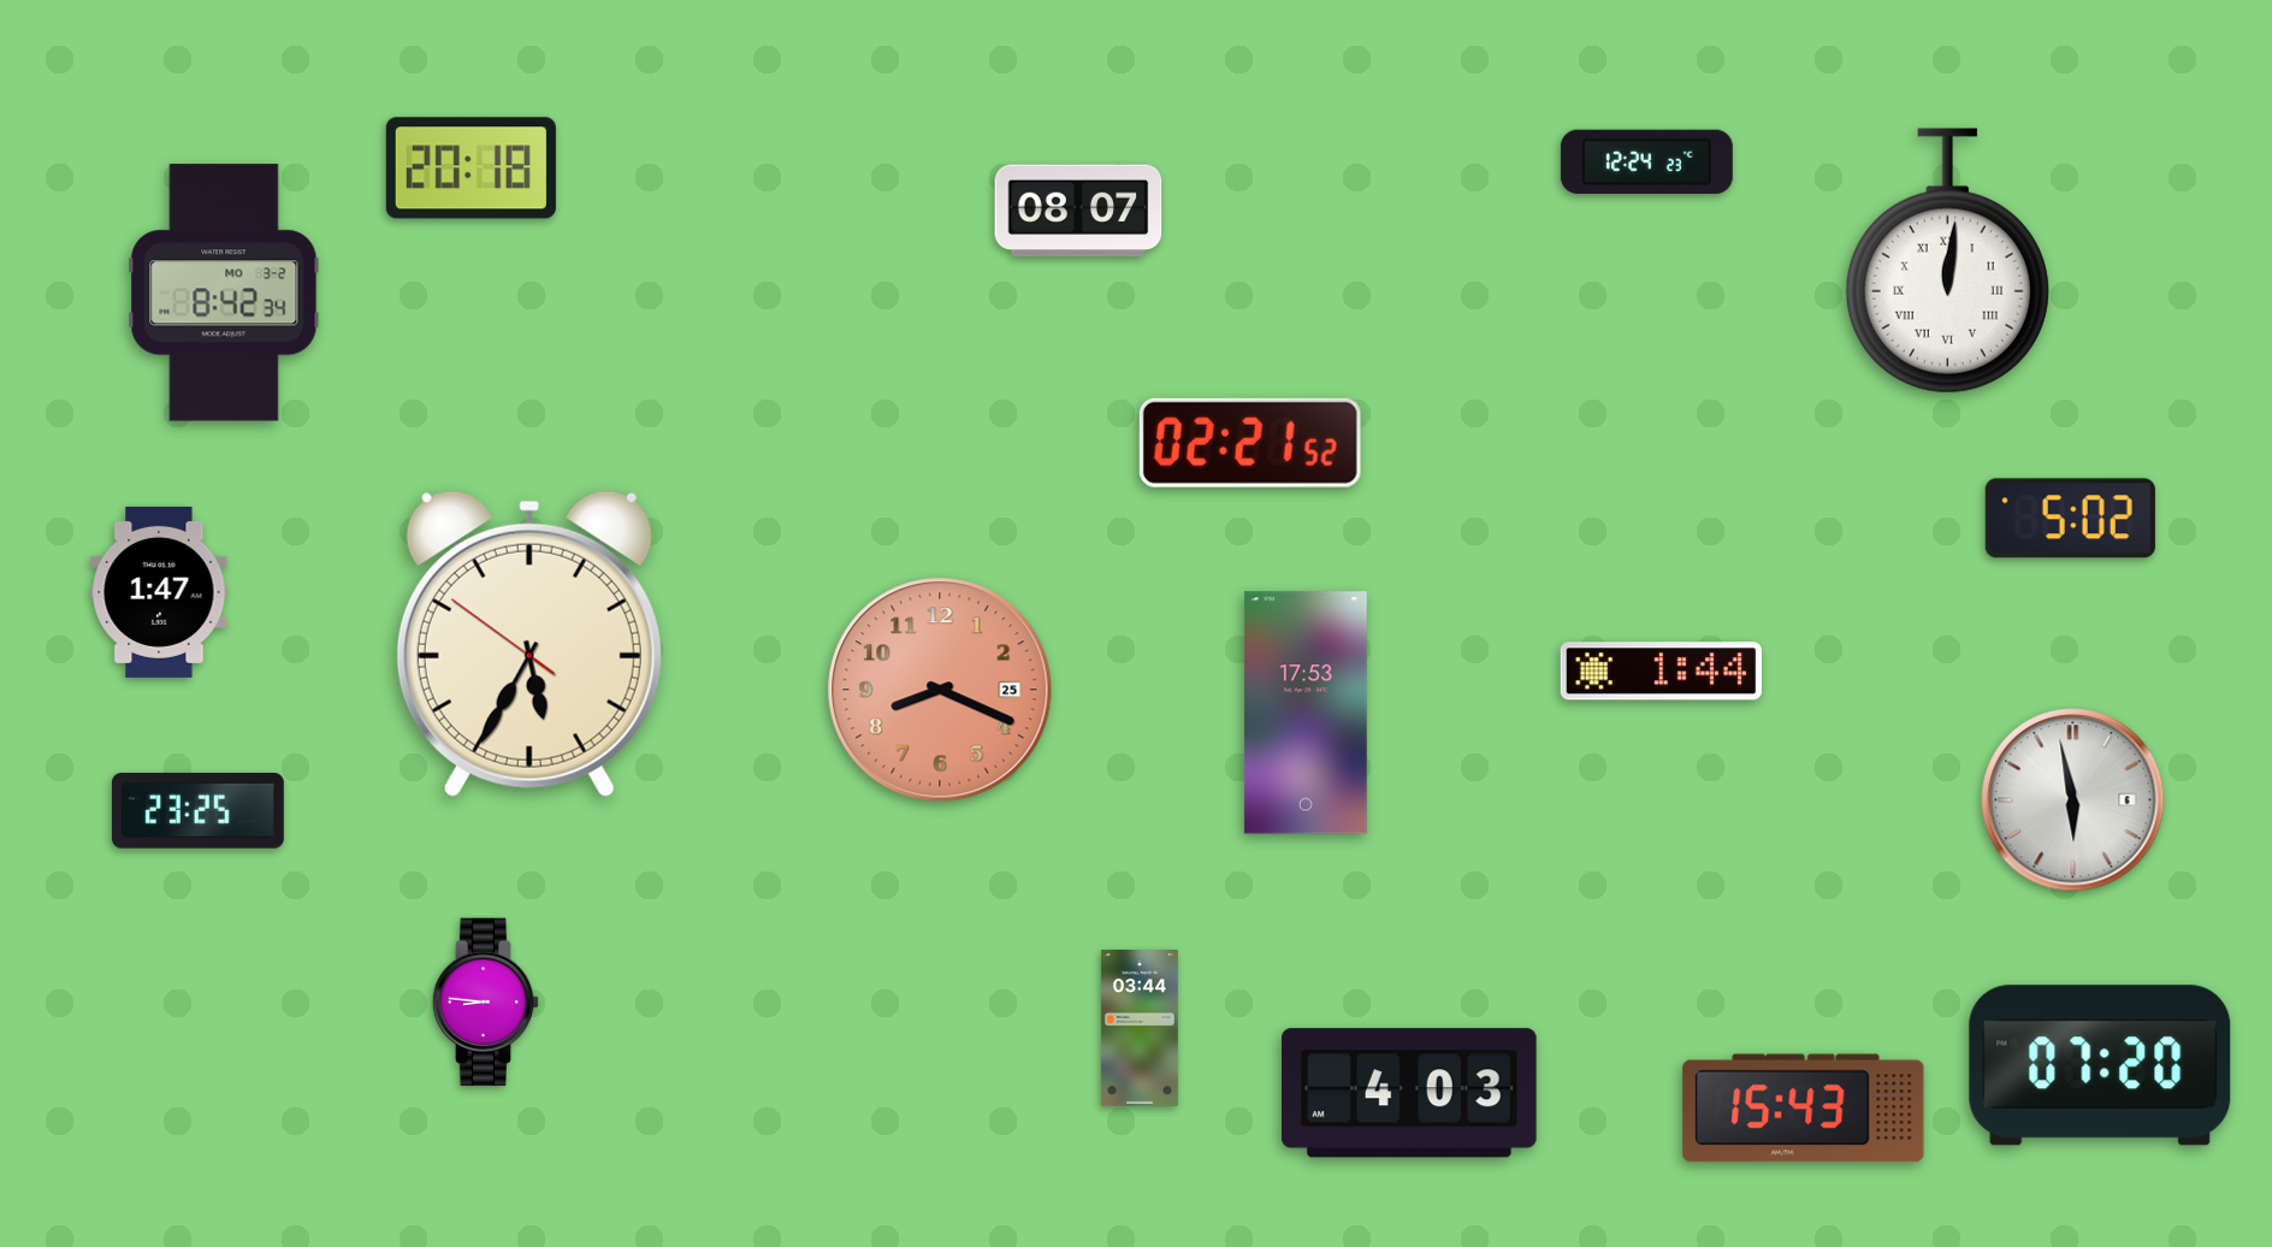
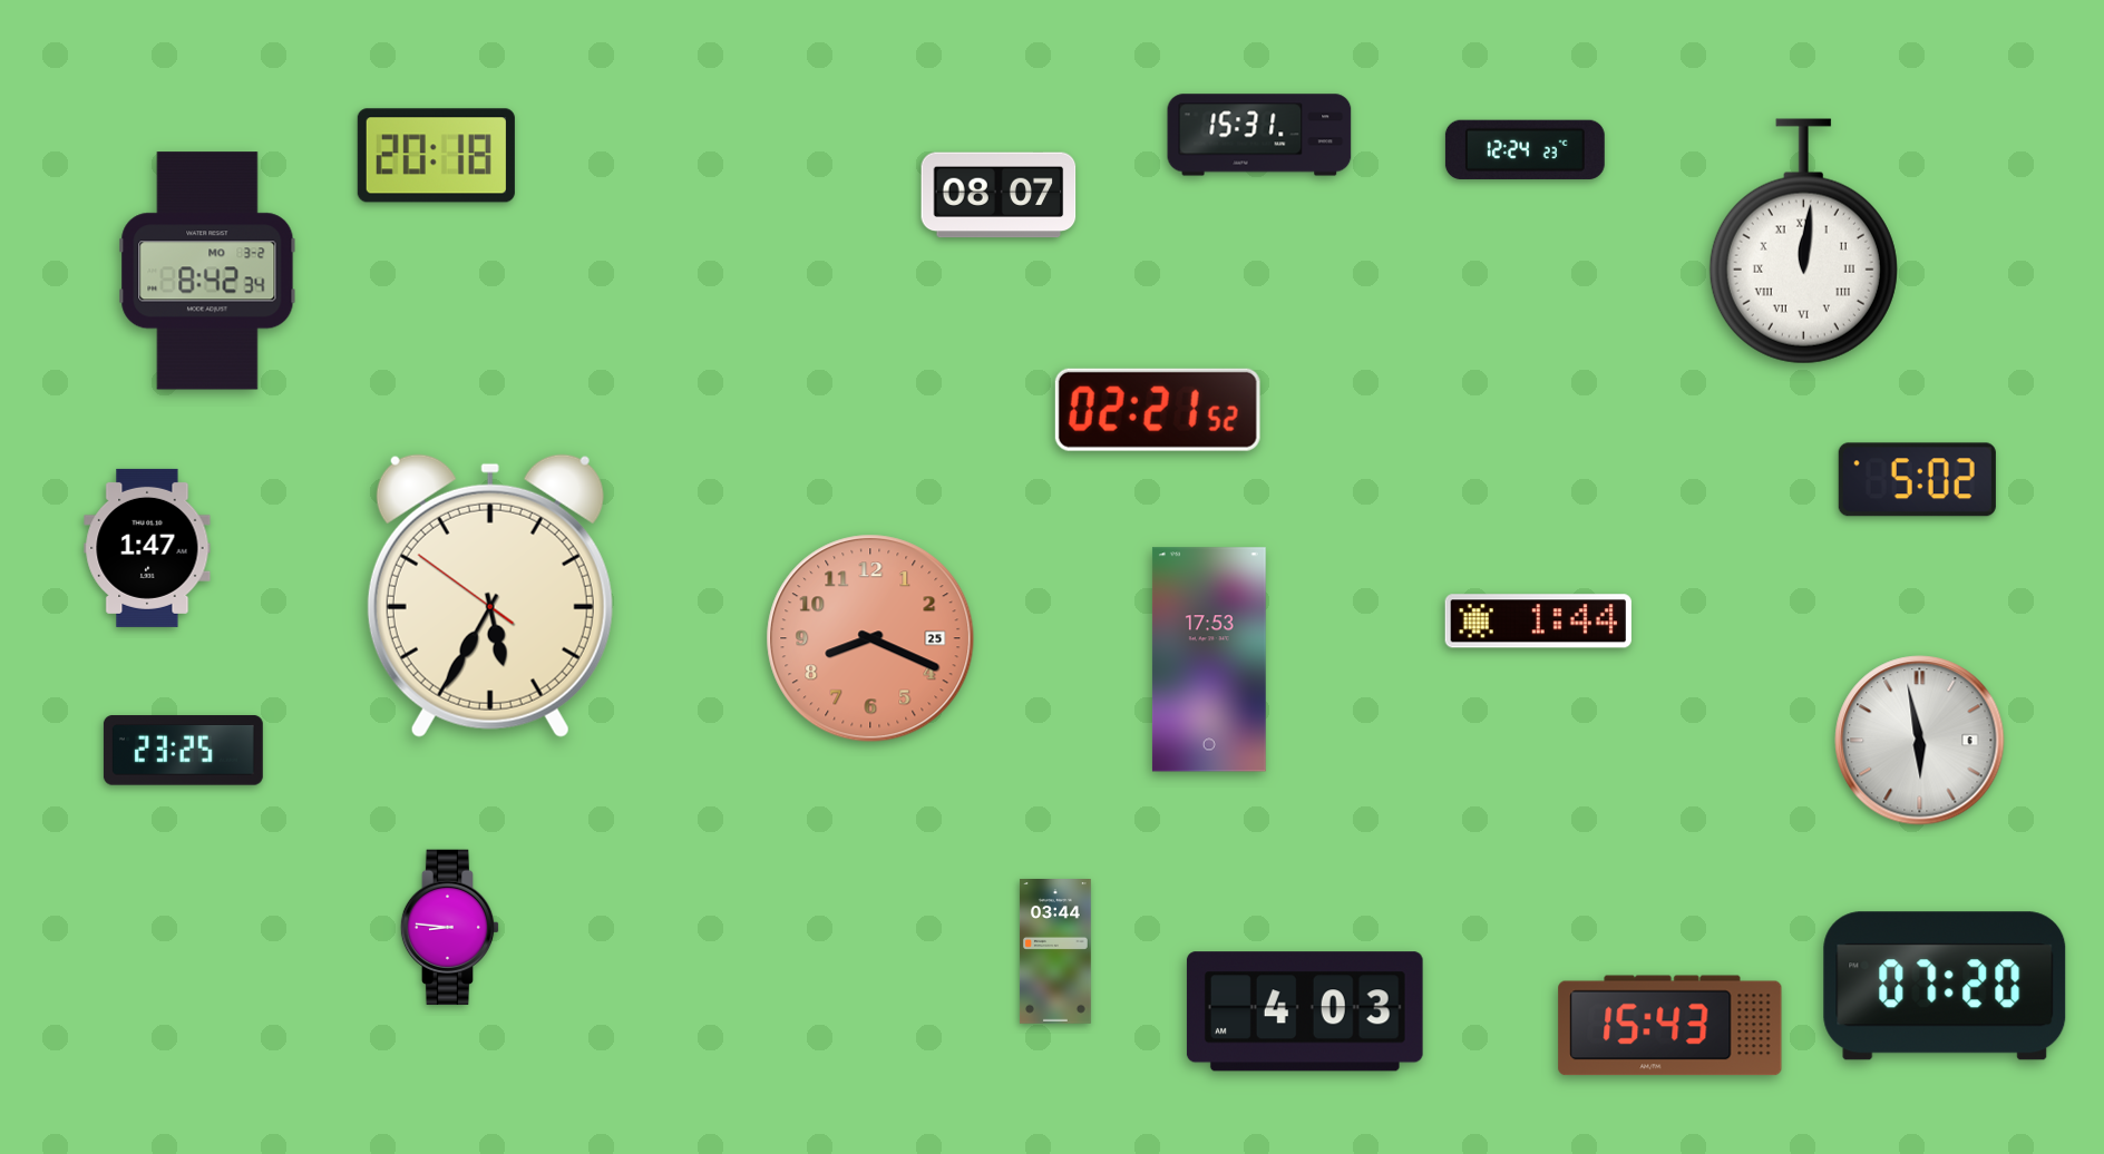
clock at (1259, 135): none -> 15:31
